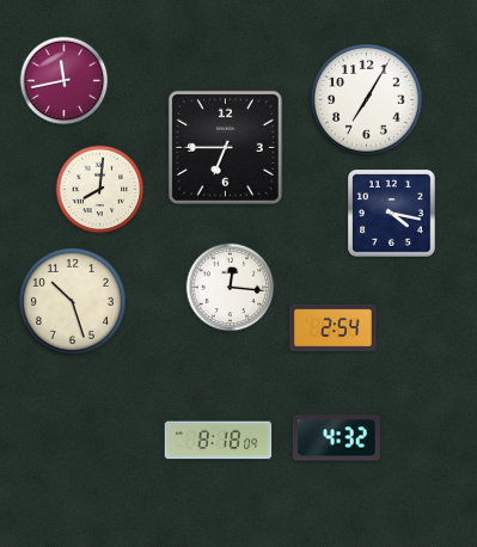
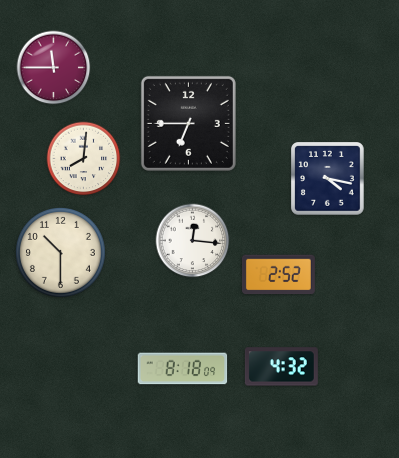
clock at (65, 81): 11:43 -> 11:45
clock at (367, 100): 7:05 -> none
clock at (72, 301): 10:27 -> 10:30
clock at (332, 328): 2:54 -> 2:52
